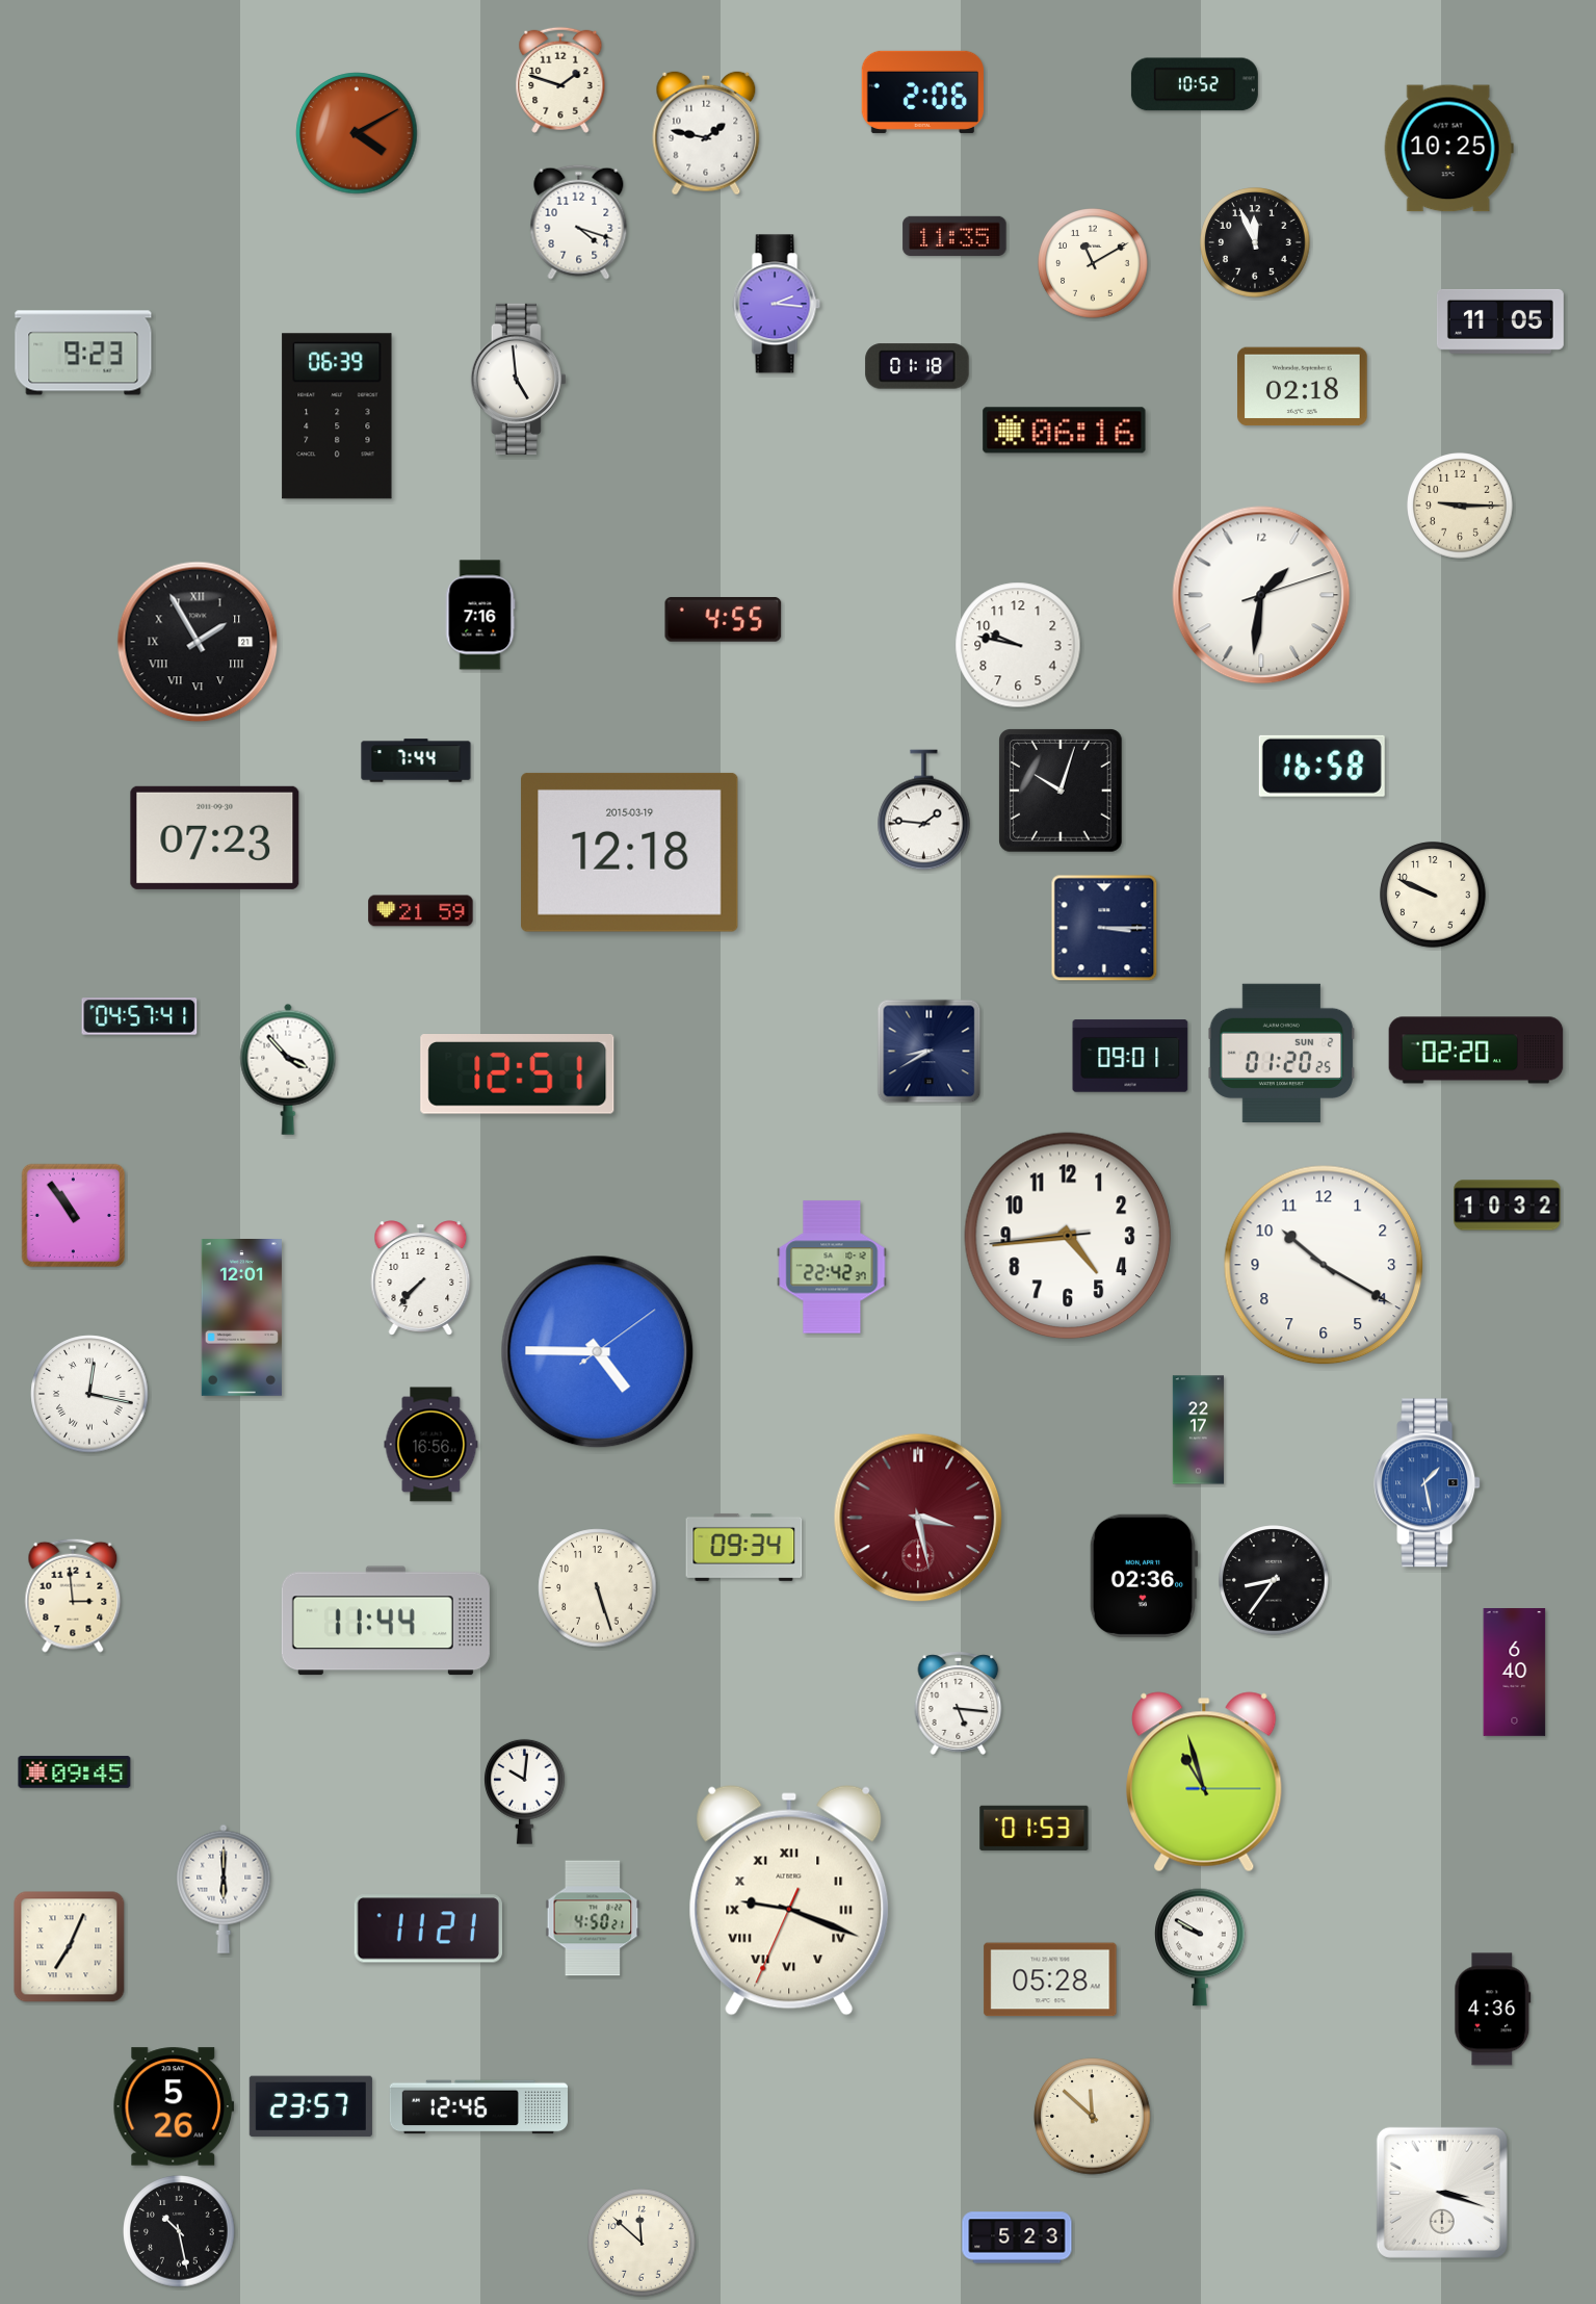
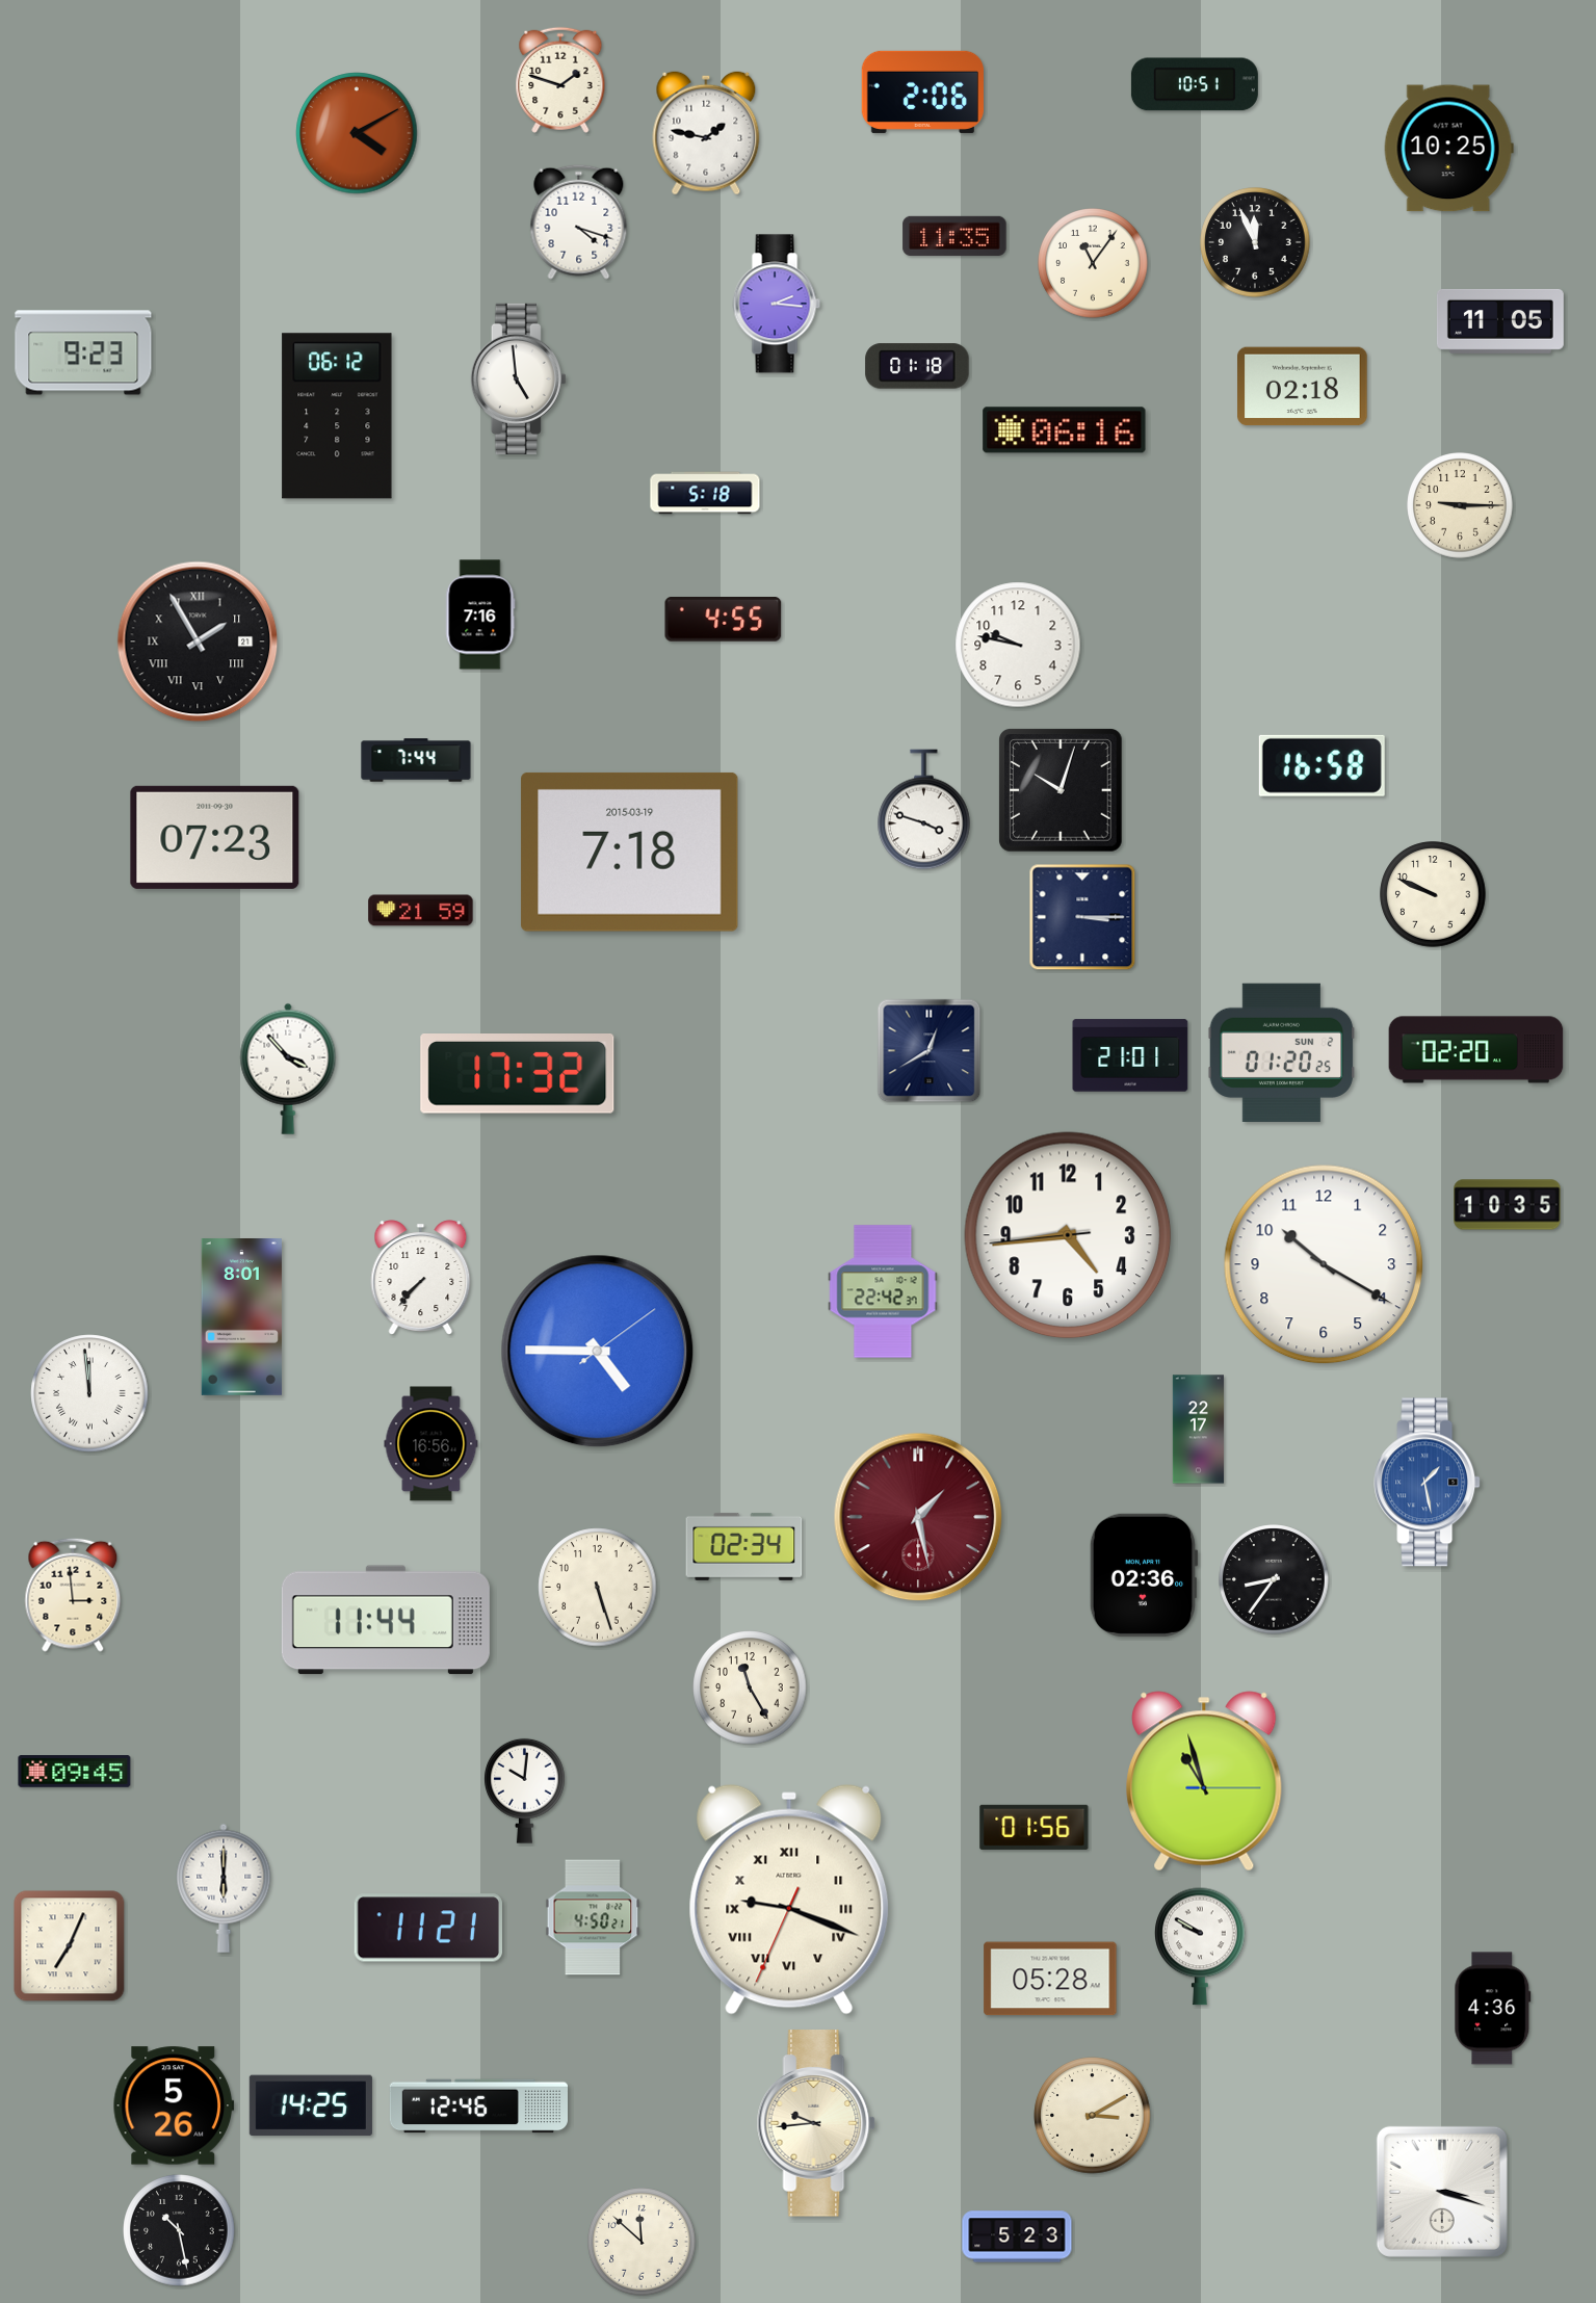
clock at (1195, 84): 10:52 -> 10:51
clock at (1093, 263): 11:10 -> 11:06
clock at (337, 416): 06:39 -> 06:12
clock at (705, 493): none -> 5:18
clock at (1261, 595): 1:31 -> none
clock at (924, 810): 1:46 -> 3:48
clock at (630, 852): 12:18 -> 7:18
clock at (1104, 928) position: (1104, 928) -> (1082, 917)
clock at (139, 1016): 04:57 -> none
clock at (930, 1052): 8:40 -> 12:40
clock at (1130, 1056): 09:01 -> 21:01
clock at (518, 1075): 12:51 -> 17:32
clock at (1508, 1206): 10:32 -> 10:35
clock at (74, 1216): 10:54 -> none
clock at (832, 1267) position: (832, 1267) -> (883, 1291)
clock at (241, 1318): 12:01 -> 8:01
clock at (89, 1394): 12:17 -> 11:59
clock at (918, 1518): 3:28 -> 1:28
clock at (744, 1547): 09:34 -> 02:34
clock at (1515, 1673): 6:40 -> none
clock at (750, 1687): none -> 11:25
clock at (959, 1703): 5:16 -> none
clock at (1035, 1828): 01:53 -> 01:56
clock at (311, 2106): 23:57 -> 14:25
clock at (1093, 2117): 11:52 -> 3:10
clock at (816, 2123): none -> 9:44
